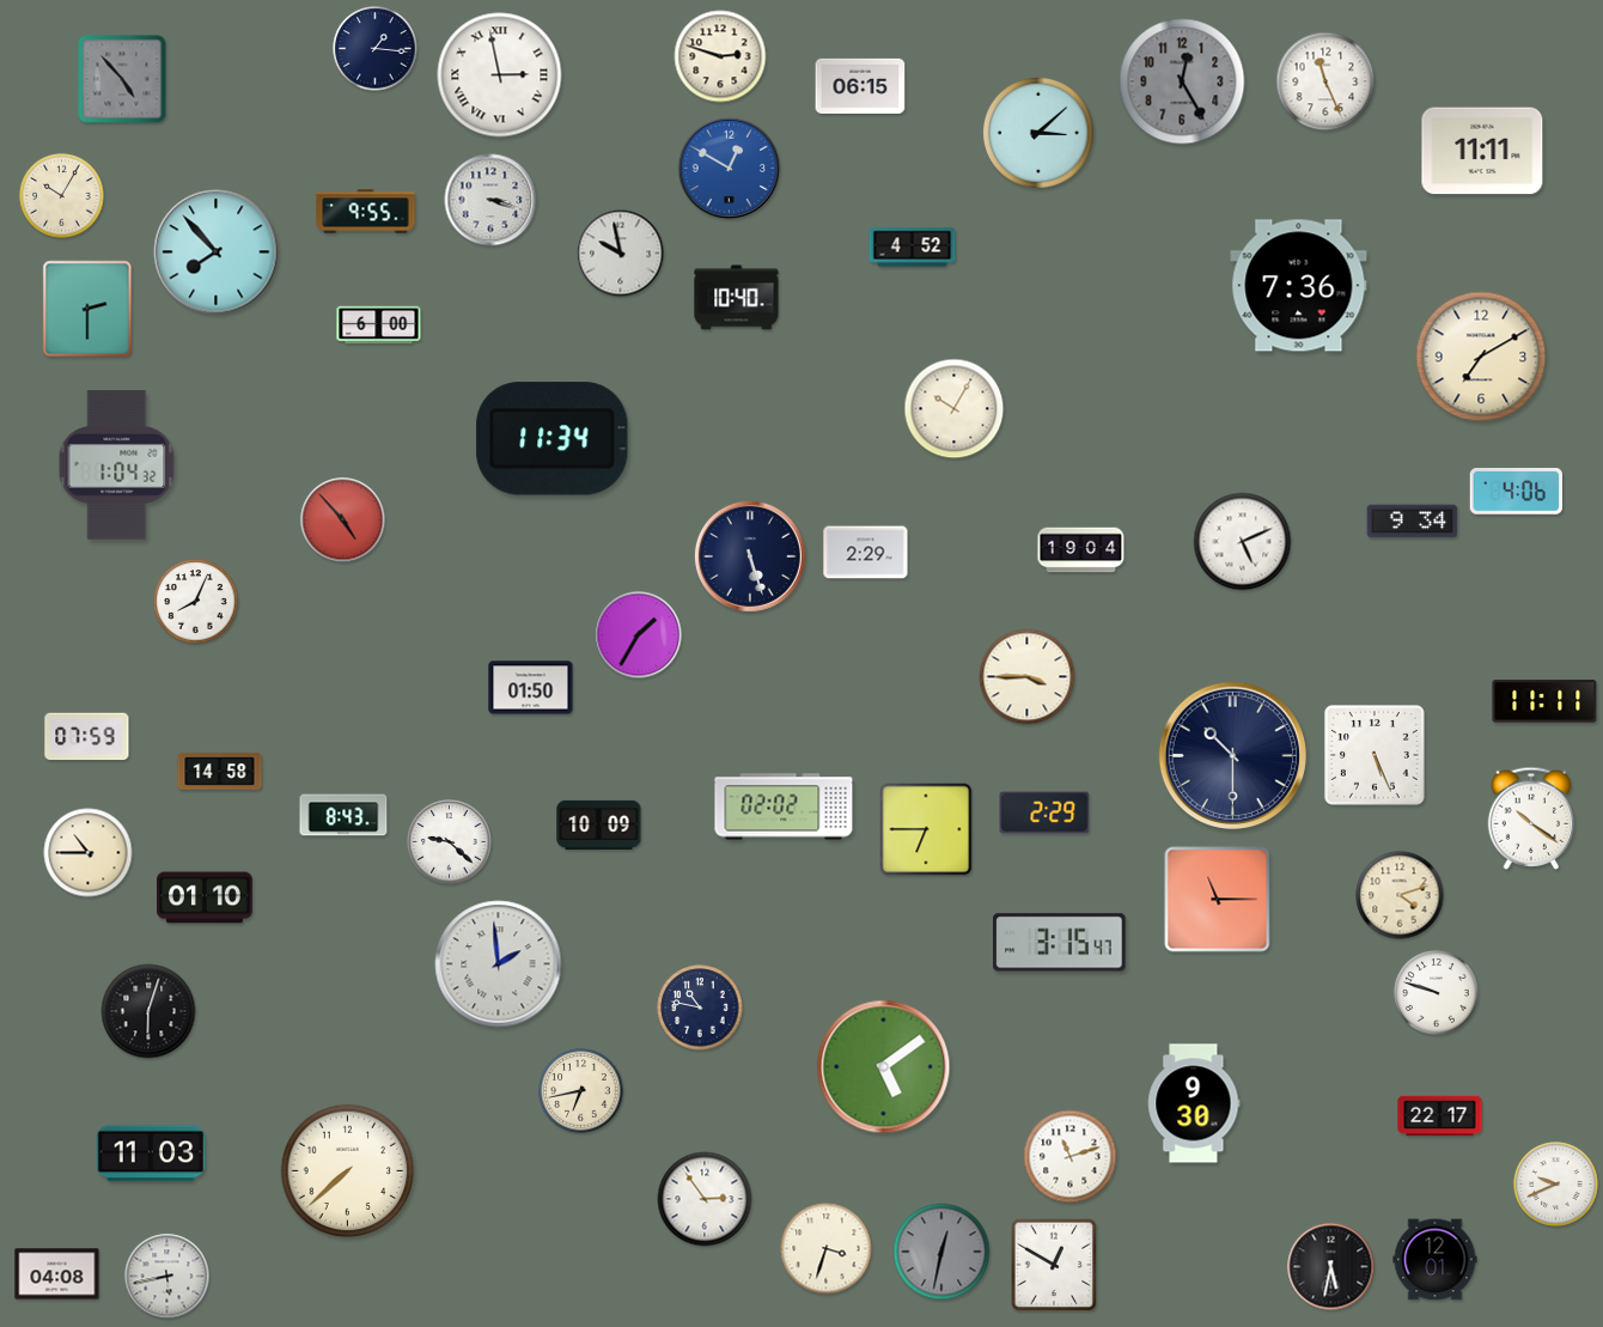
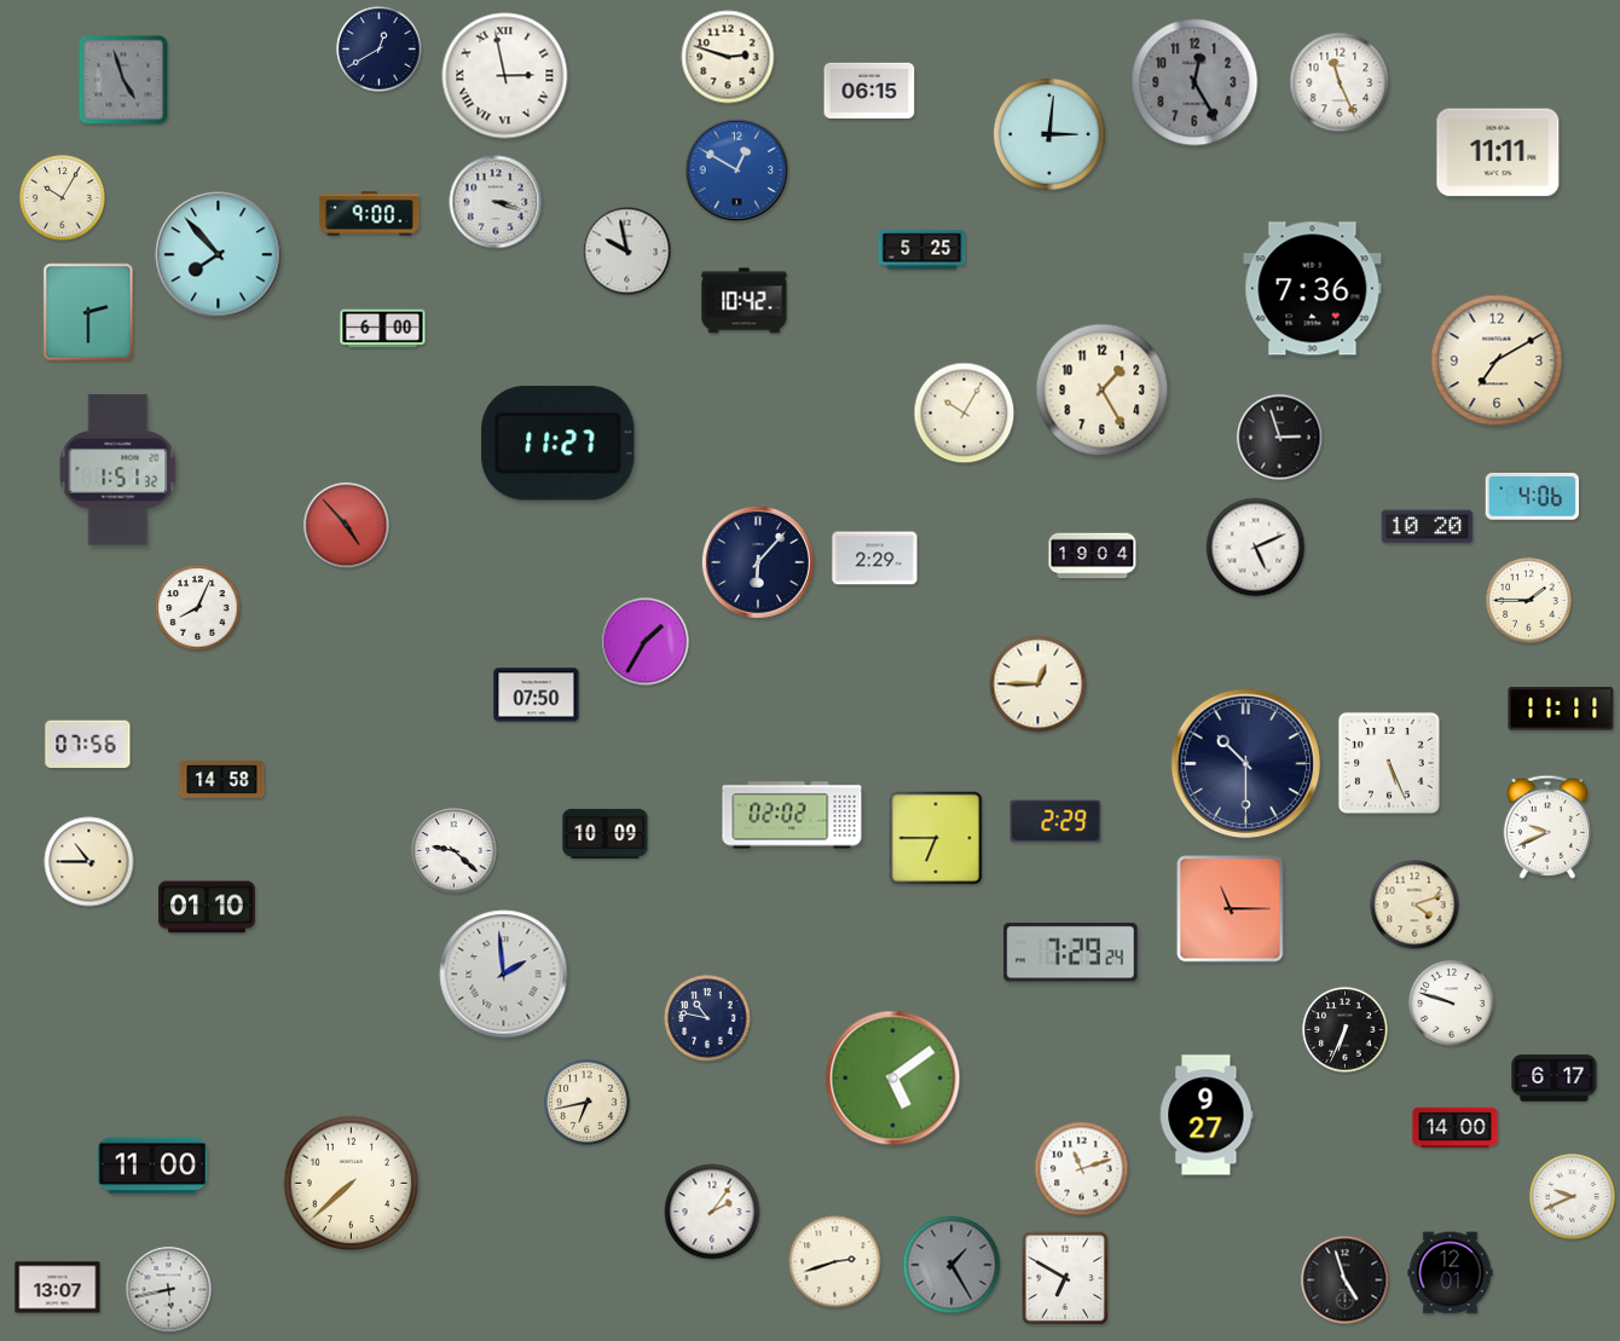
clock at (376, 49): 1:16 -> 12:40
clock at (122, 79): 4:53 -> 4:57
clock at (860, 86) position: (860, 86) -> (869, 91)
clock at (1038, 133): 3:08 -> 3:01
clock at (366, 212): 9:55 -> 9:00
clock at (913, 248): 4:52 -> 5:25
clock at (621, 254) position: (621, 254) -> (627, 252)
clock at (737, 298): 10:40 -> 10:42
clock at (1103, 391): none -> 1:25
clock at (1280, 438): none -> 2:57
clock at (553, 439): 11:34 -> 11:27
clock at (117, 465): 1:04 -> 1:51
clock at (1413, 522): 9:34 -> 10:20
clock at (750, 556): 5:27 -> 6:07
clock at (1529, 601): none -> 1:45
clock at (1028, 677): 3:45 -> 12:45
clock at (531, 688): 01:50 -> 07:50
clock at (87, 737): 07:59 -> 07:56
clock at (343, 815): 8:43 -> none
clock at (1531, 818): 10:21 -> 9:41
clock at (1060, 943): 3:15 -> 7:29
clock at (148, 1011): 6:03 -> none
clock at (1346, 1030): none -> 6:34
clock at (1555, 1079): none -> 6:17
clock at (1194, 1103): 9:30 -> 9:27
clock at (1440, 1116): 22:17 -> 14:00
clock at (151, 1153): 11:03 -> 11:00
clock at (705, 1199): 2:54 -> 2:06
clock at (827, 1249): 3:33 -> 2:42
clock at (941, 1252): 12:32 -> 1:25
clock at (1054, 1265): 12:50 -> 6:50
clock at (1331, 1267): 5:32 -> 4:57
clock at (57, 1274): 04:08 -> 13:07
